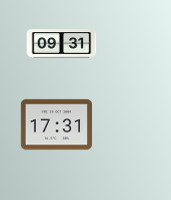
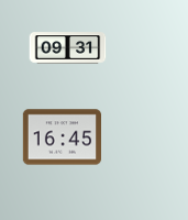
clock at (56, 125): 17:31 -> 16:45
